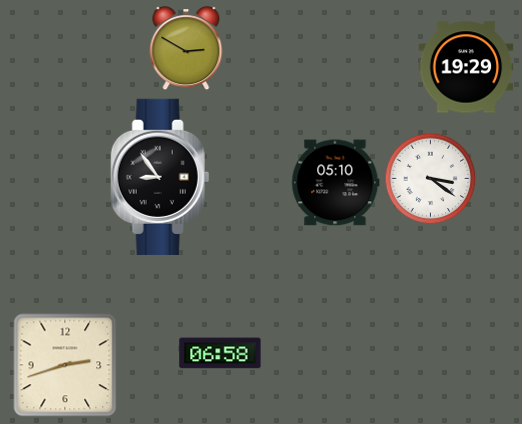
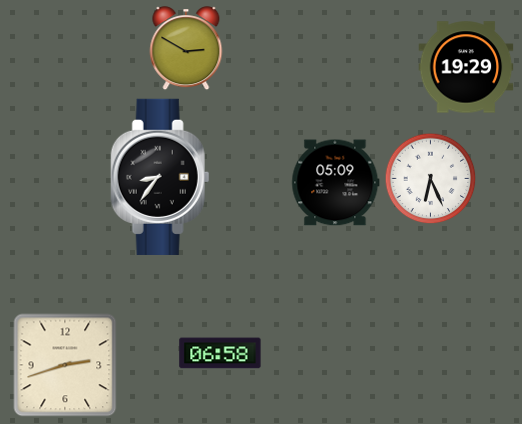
clock at (160, 177): 8:54 -> 8:36
clock at (431, 179): 3:21 -> 6:26
clock at (336, 183): 05:10 -> 05:09
